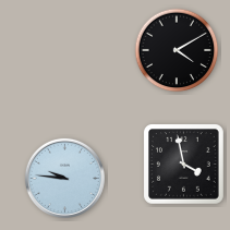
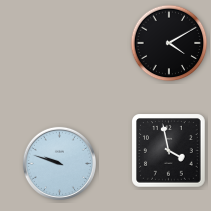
clock at (177, 50) position: (177, 50) -> (169, 43)
clock at (64, 178): 9:46 -> 9:48
